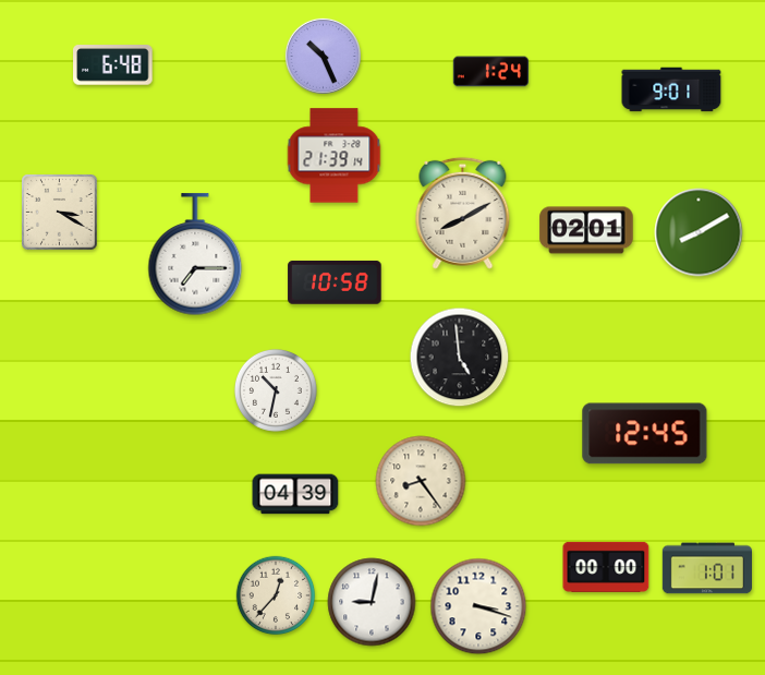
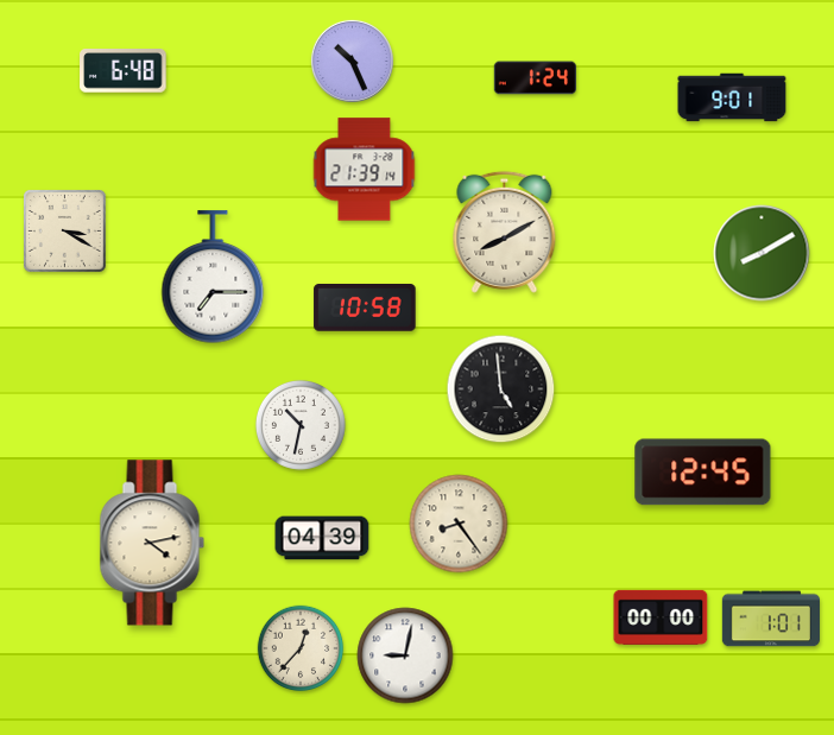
clock at (586, 230): 02:01 -> none
clock at (152, 543): none -> 4:13
clock at (478, 606): 3:18 -> none
